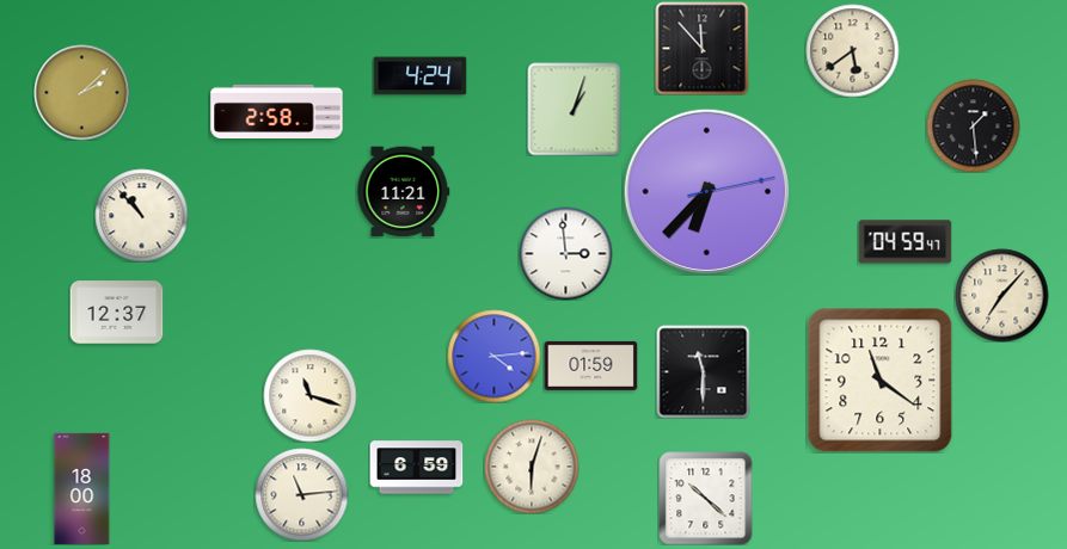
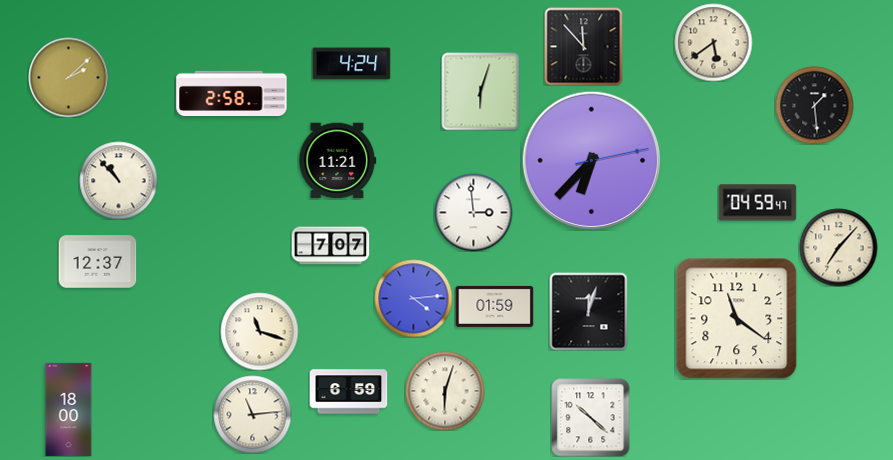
clock at (701, 48) position: (701, 48) -> (583, 46)
clock at (574, 109): 1:03 -> 6:03
clock at (330, 246): none -> 7:07
clock at (703, 371): 11:30 -> 12:03
